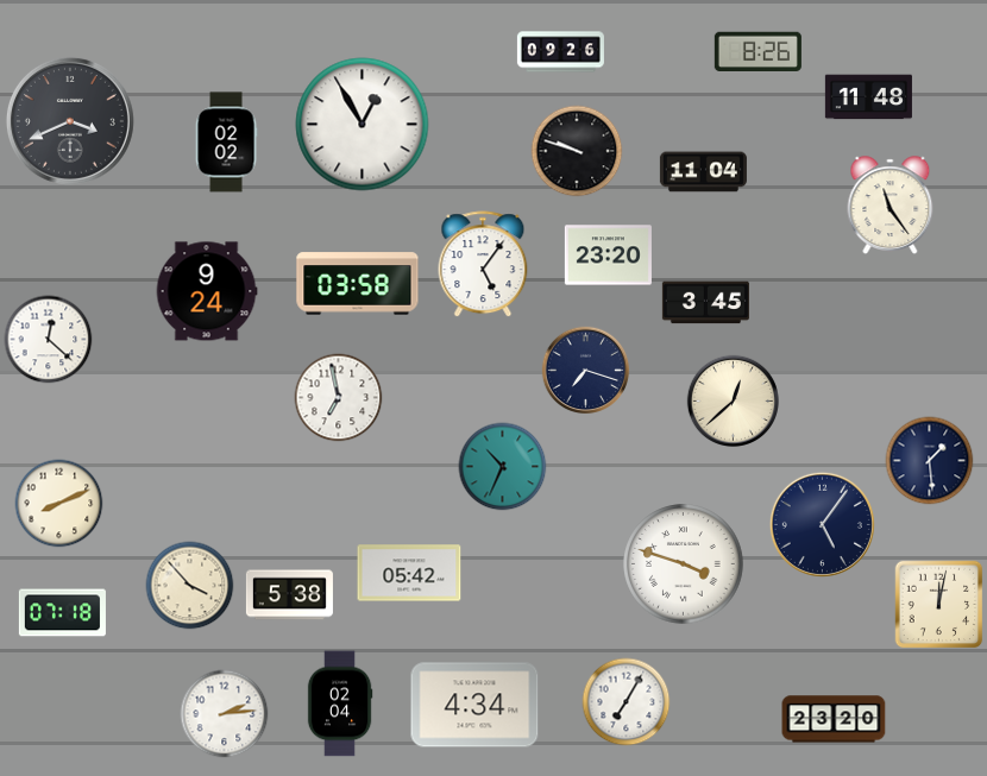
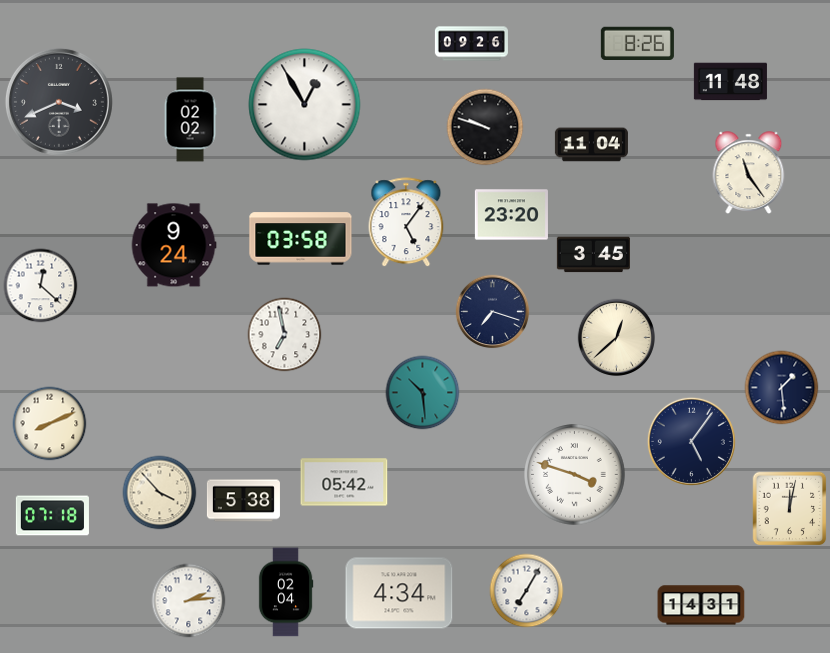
clock at (503, 467): 10:34 -> 10:29
clock at (834, 719): 23:20 -> 14:31
